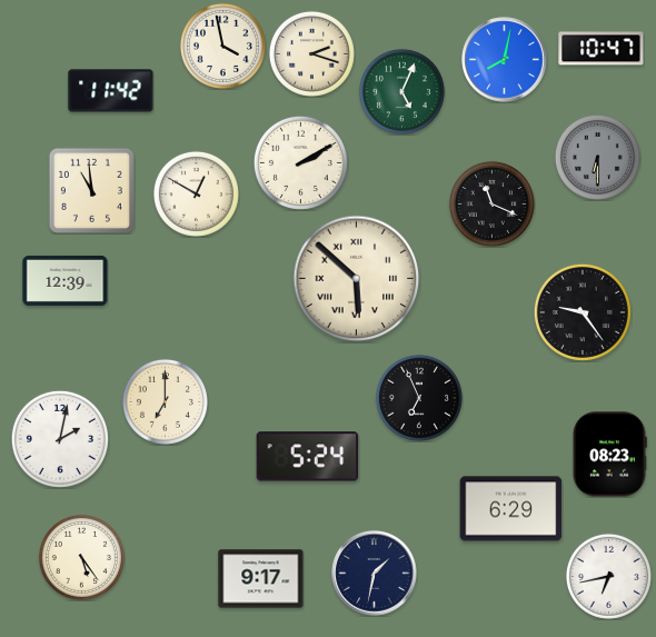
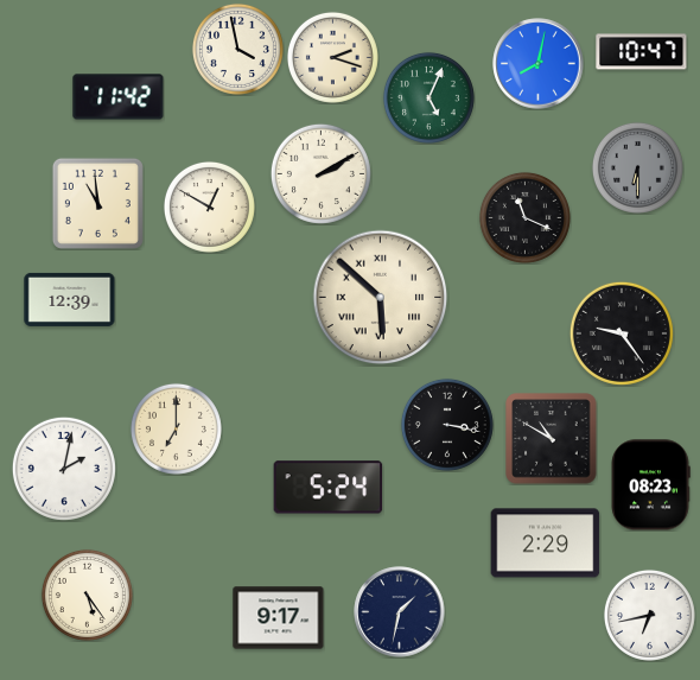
clock at (419, 398): 6:56 -> 3:17
clock at (552, 439): none -> 10:50
clock at (511, 509): 6:29 -> 2:29
